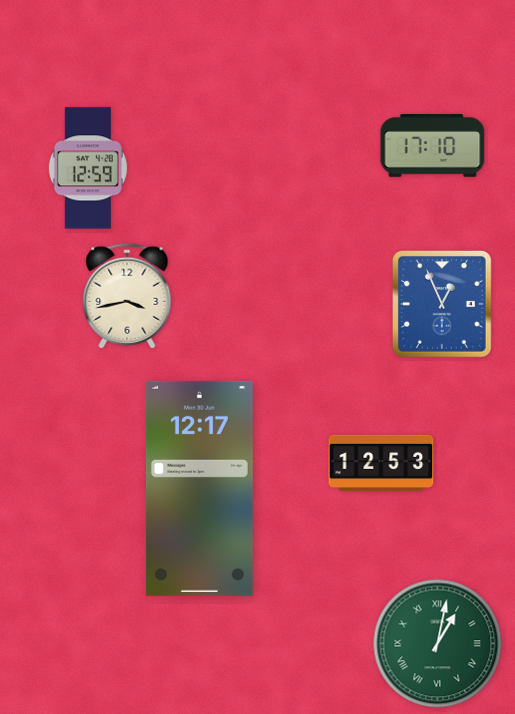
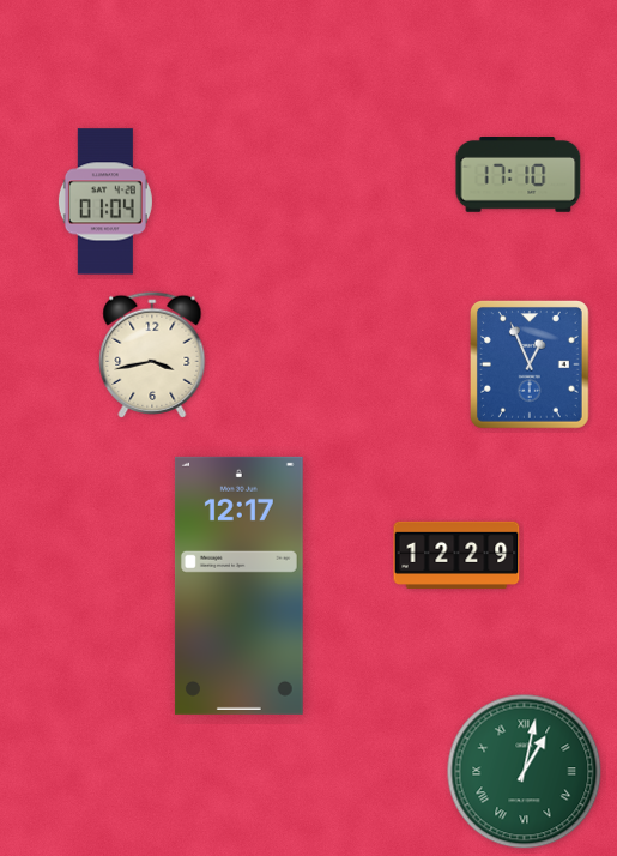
clock at (88, 168): 12:59 -> 01:04
clock at (381, 463): 12:53 -> 12:29
